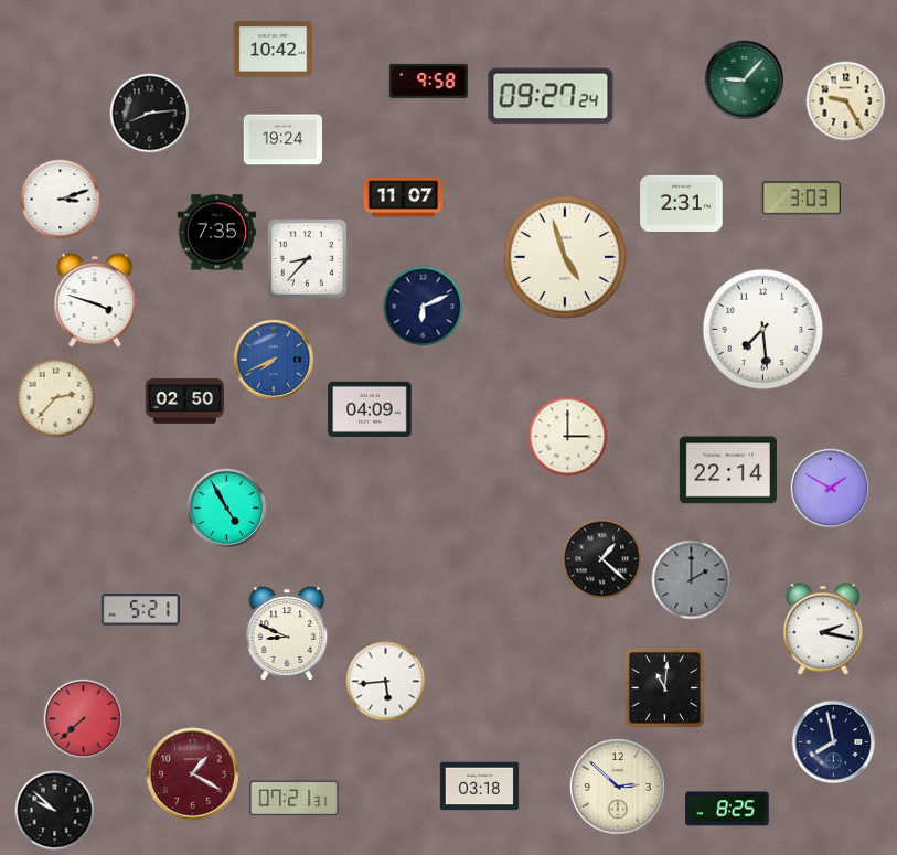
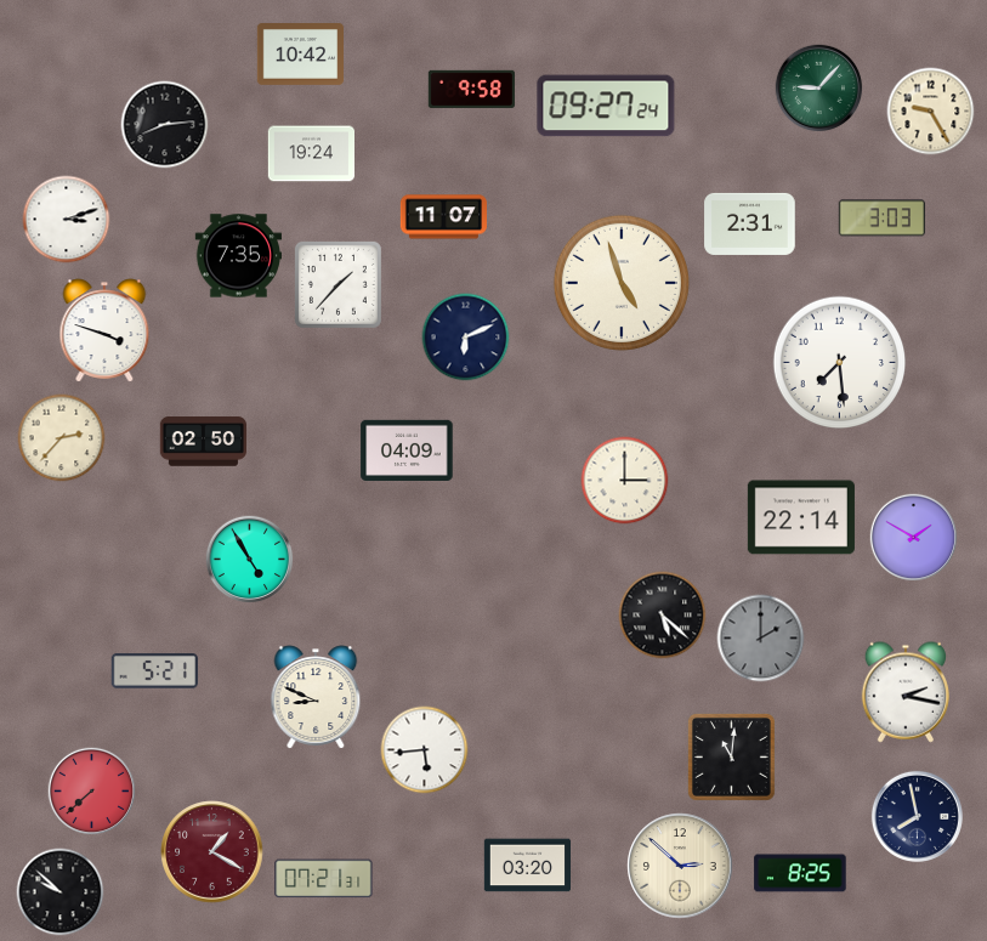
clock at (307, 258): 8:37 -> 1:37
clock at (273, 359): 7:41 -> none
clock at (602, 559): 1:22 -> 5:22
clock at (479, 787): 03:18 -> 03:20
clock at (727, 809) position: (727, 809) -> (800, 873)
